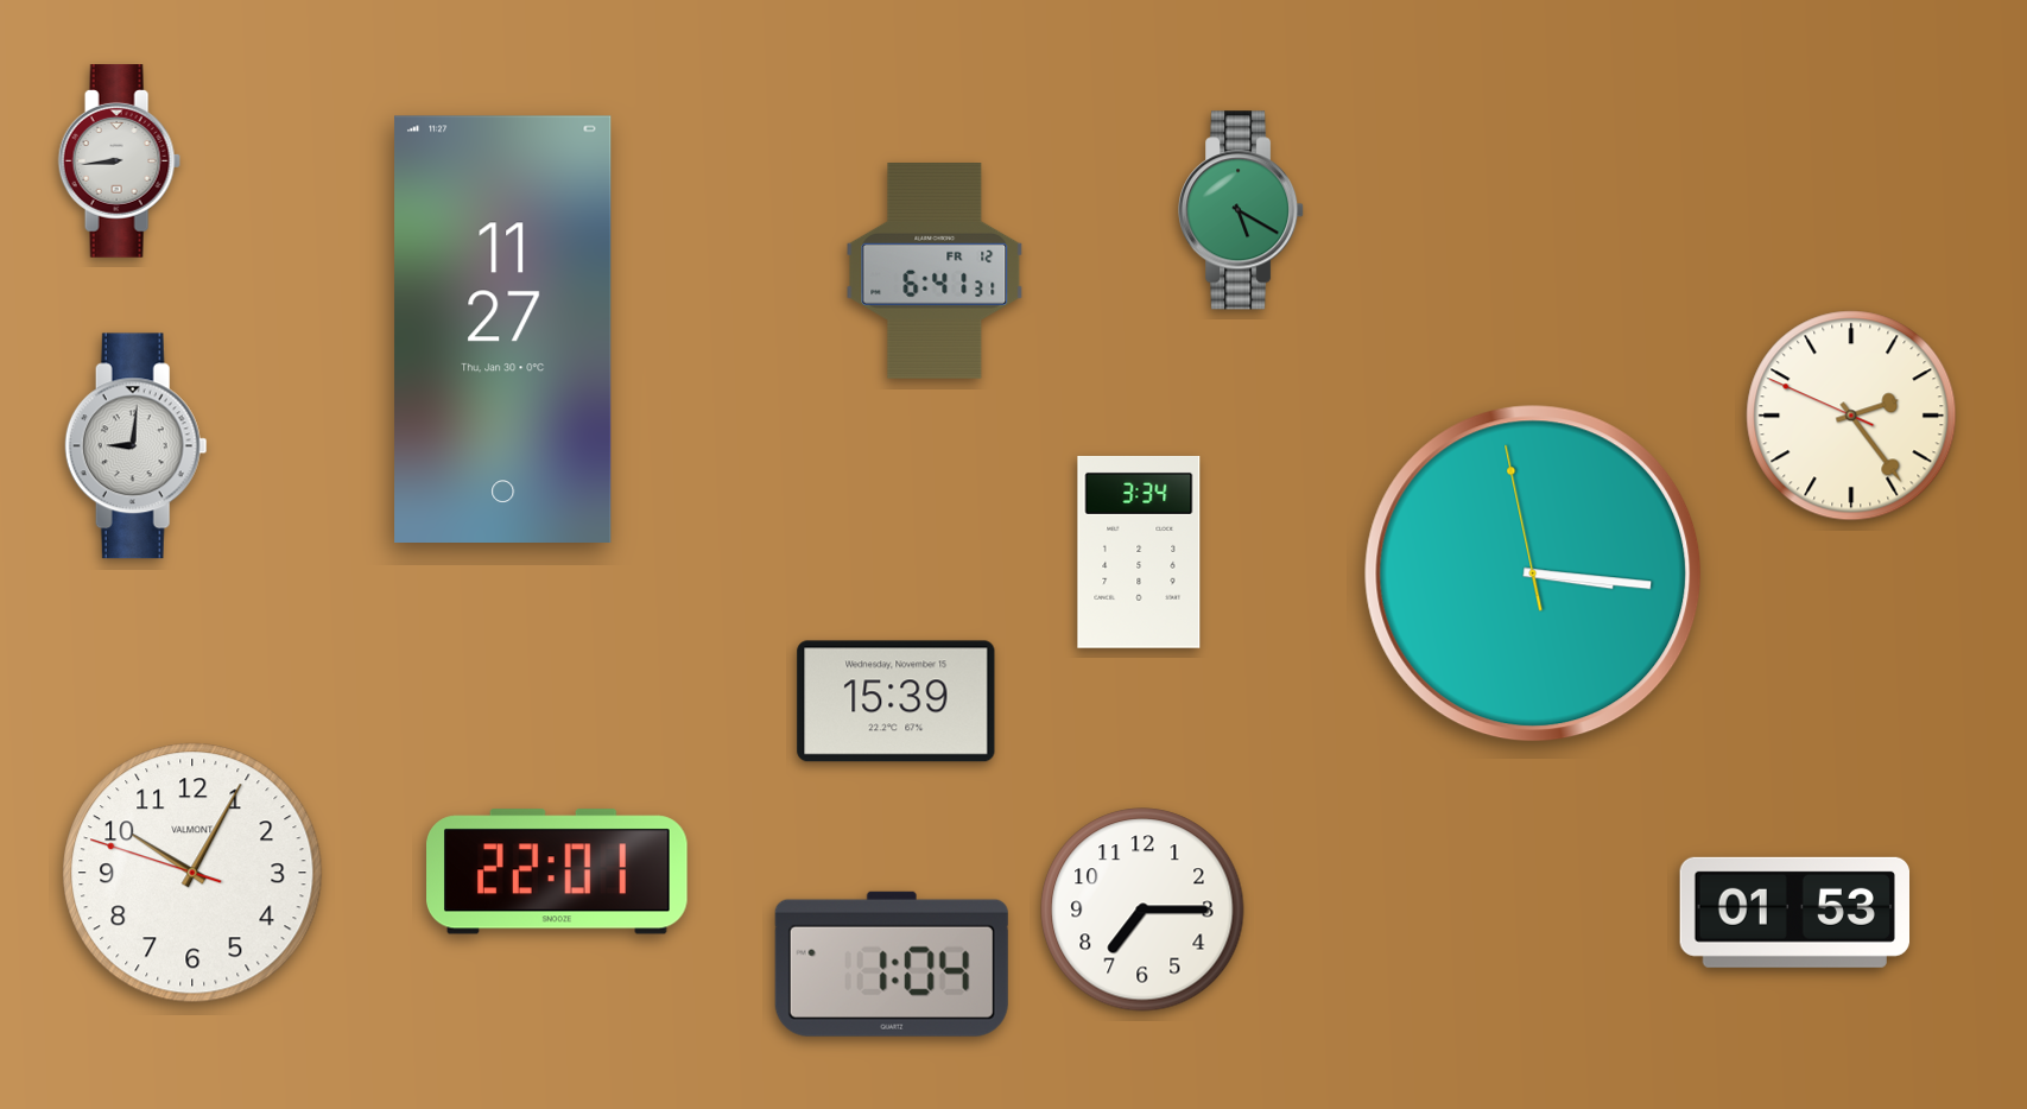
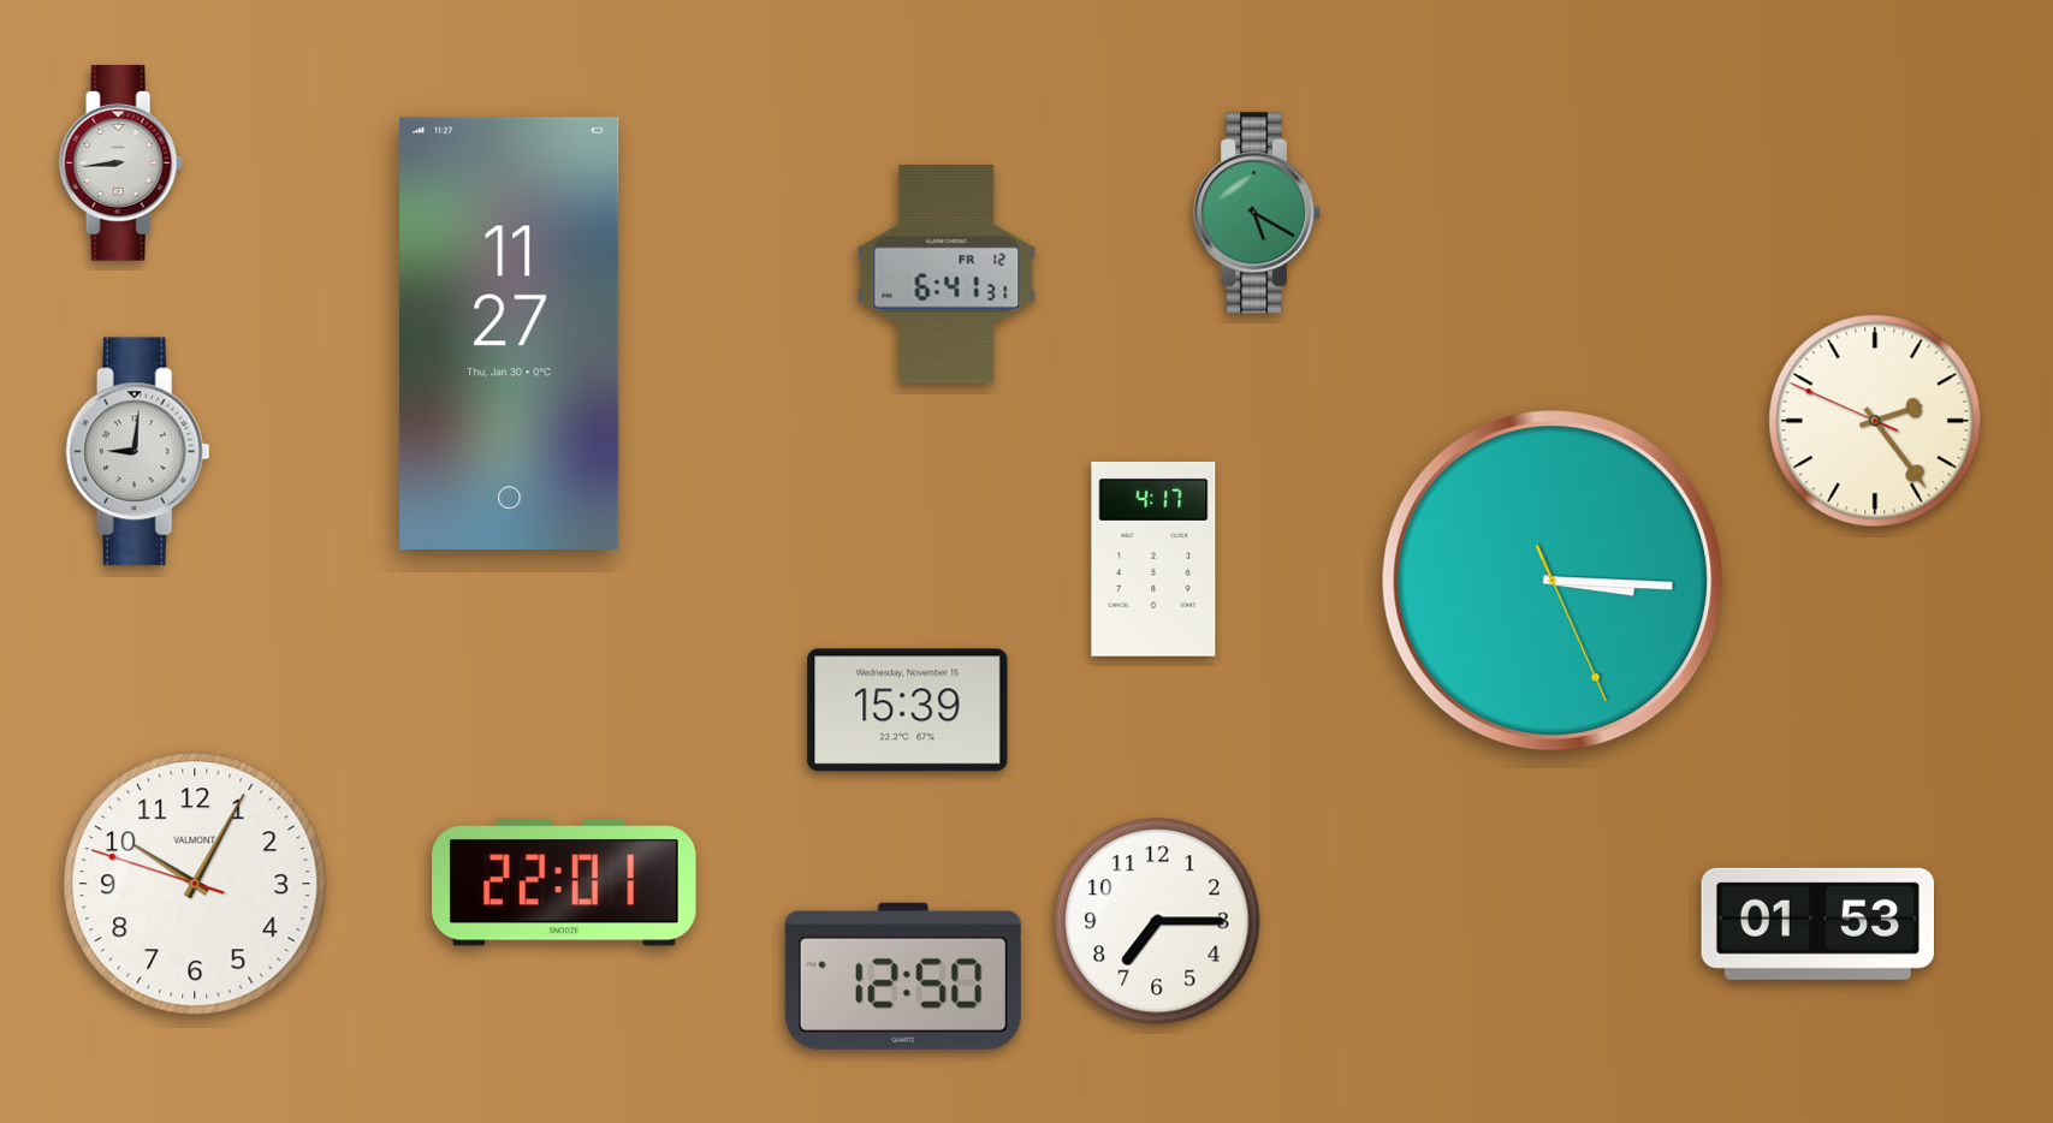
clock at (1139, 552): 3:34 -> 4:17
clock at (1533, 573): 3:15:58 -> 3:15:26
clock at (892, 964): 1:04 -> 12:50
